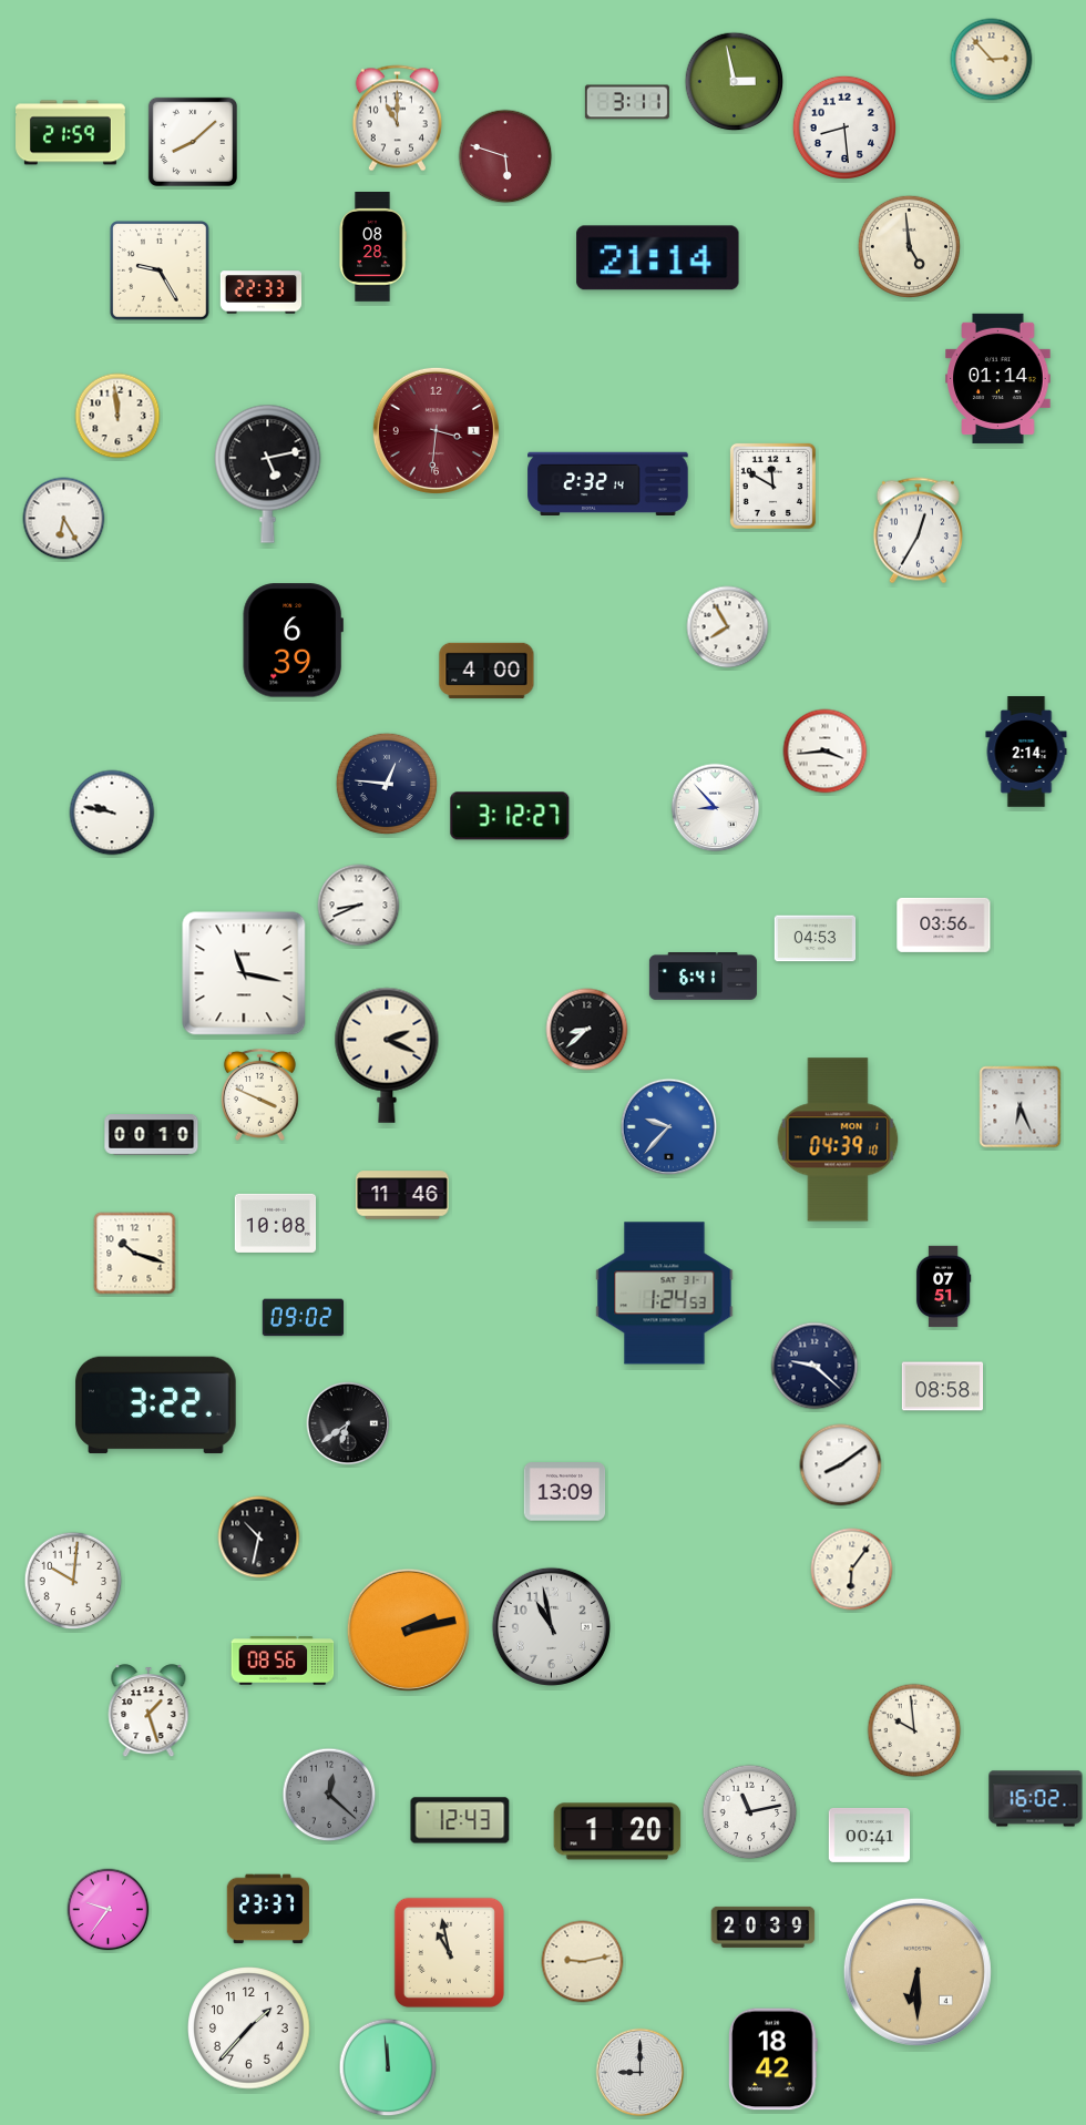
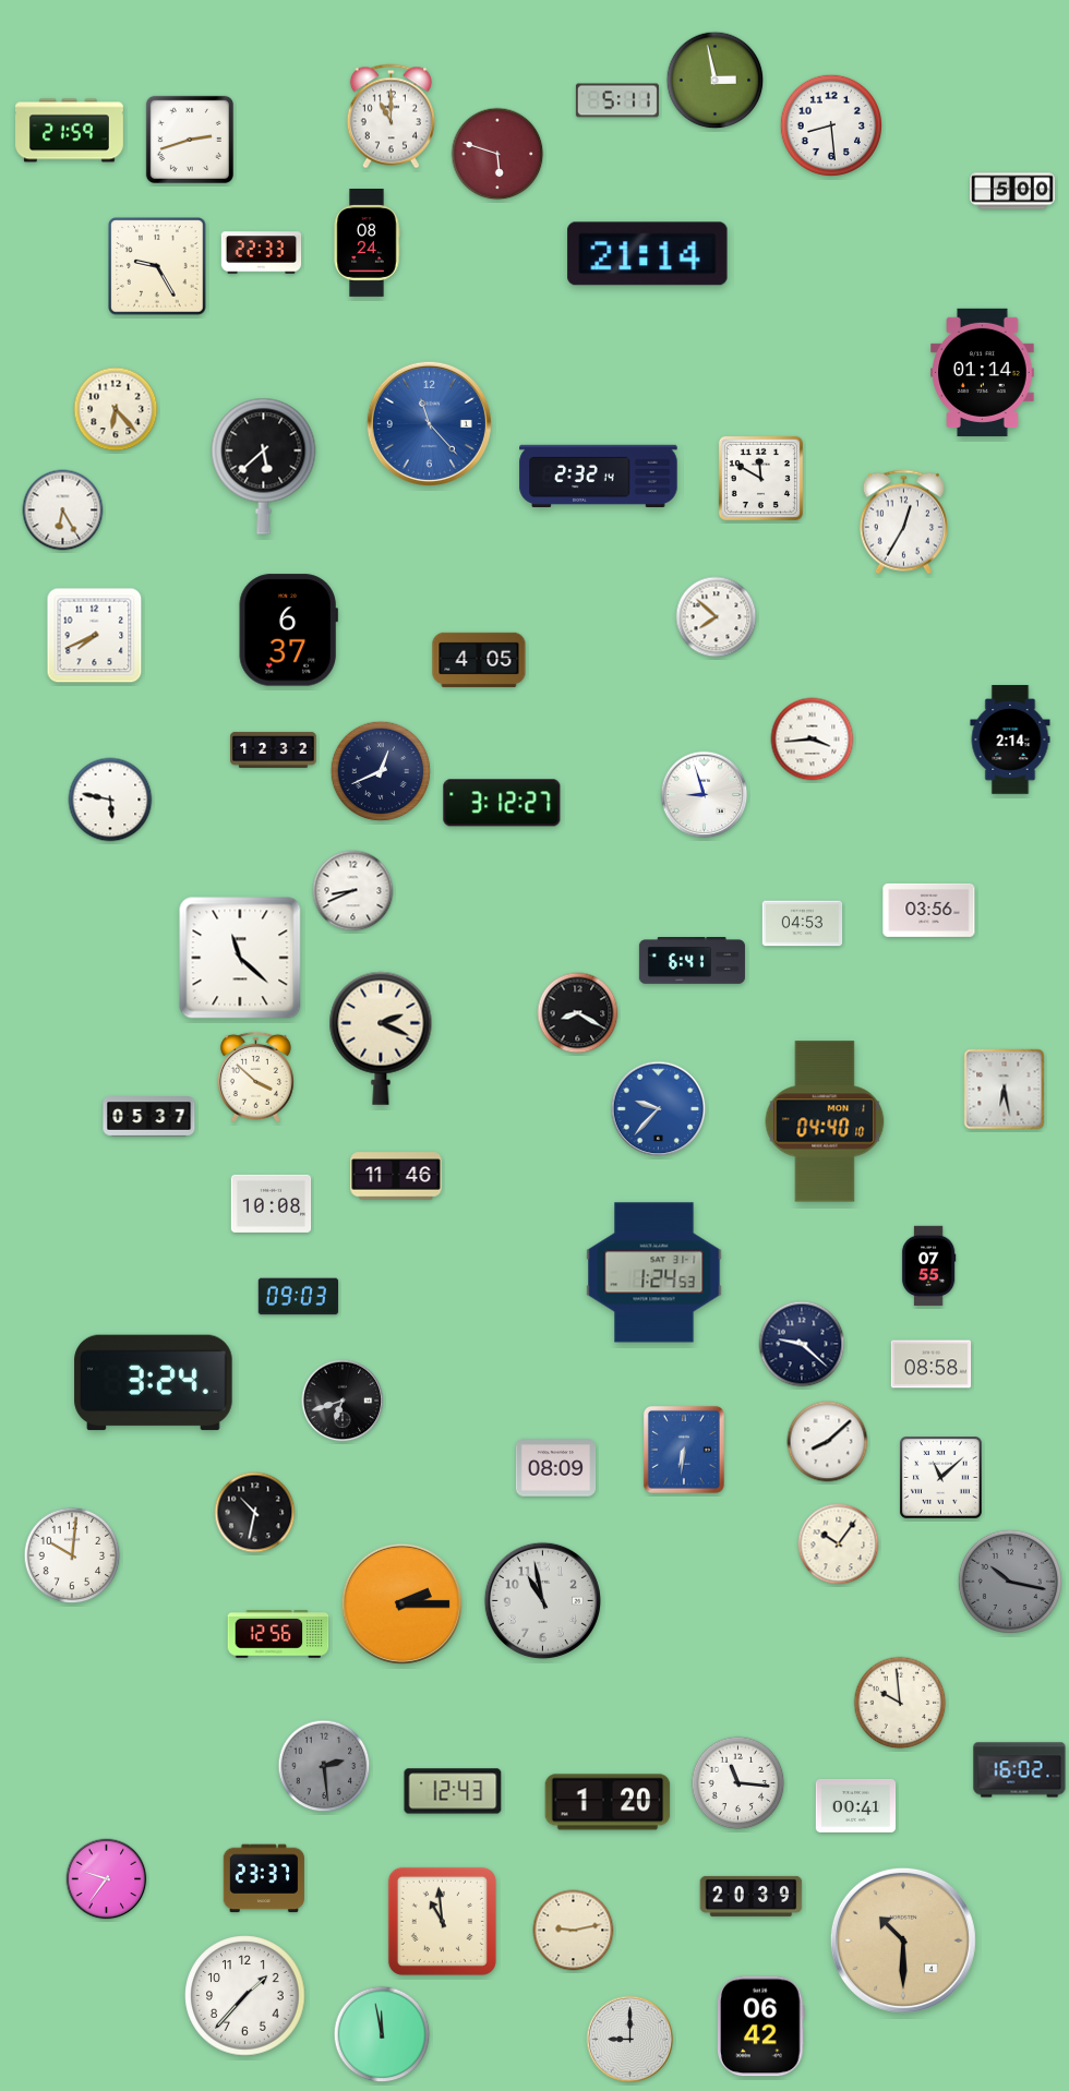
clock at (992, 60): 2:53 -> none
clock at (735, 82) position: (735, 82) -> (716, 81)
clock at (627, 102): 3:11 -> 5:11
clock at (193, 142): 8:08 -> 2:42
clock at (1012, 191): none -> 5:00
clock at (909, 246): 4:59 -> none
clock at (372, 247): 08:28 -> 08:24
clock at (262, 293) position: (262, 293) -> (262, 253)
clock at (117, 416): 11:59 -> 6:23
clock at (436, 430): 3:31 -> 11:23
clock at (436, 430) dial: burgundy -> blue
clock at (268, 473): 5:13 -> 5:38
clock at (728, 627): 7:55 -> 7:52
clock at (293, 641): 6:39 -> 6:37
clock at (95, 636): none -> 7:41
clock at (486, 671): 4:00 -> 4:05
clock at (274, 749): none -> 12:32
clock at (387, 784): 12:46 -> 12:41
clock at (716, 808): 8:53 -> 8:57
clock at (112, 813): 9:47 -> 5:47
clock at (244, 973): 11:17 -> 11:22
clock at (587, 1030): 8:38 -> 8:20
clock at (259, 1094): 3:49 -> 3:52
clock at (1021, 1107): 6:26 -> 6:28
clock at (152, 1135): 00:10 -> 05:37
clock at (838, 1140): 04:39 -> 04:40
clock at (135, 1254): 10:18 -> none
clock at (943, 1287): 07:51 -> 07:55
clock at (304, 1318): 09:02 -> 09:03
clock at (943, 1387) position: (943, 1387) -> (932, 1365)
clock at (156, 1406): 3:22 -> 3:24
clock at (348, 1423): 6:39 -> 6:42
clock at (841, 1465): 8:09 -> 8:08
clock at (684, 1450): none -> 6:31
clock at (565, 1492): 13:09 -> 08:09
clock at (941, 1478): none -> 11:08
clock at (852, 1570): 6:06 -> 10:06
clock at (1010, 1582): none -> 10:17
clock at (408, 1629): 2:13 -> 2:15
clock at (283, 1661): 08:56 -> 12:56
clock at (148, 1712): 1:27 -> none
clock at (329, 1795): 12:22 -> 2:29
clock at (750, 1812): 11:13 -> 11:16
clock at (449, 1952): 10:58 -> 10:59
clock at (918, 1972): 6:30 -> 10:30
clock at (773, 2060): 18:42 -> 06:42
clock at (388, 2067): 11:59 -> 11:58
